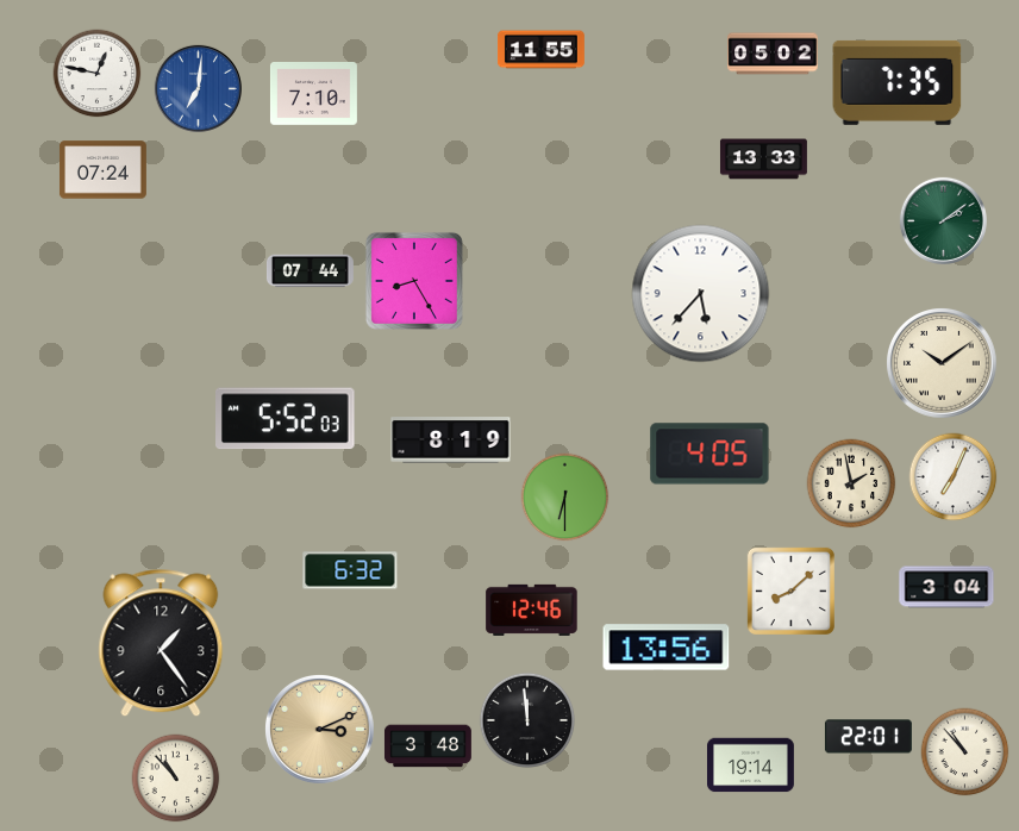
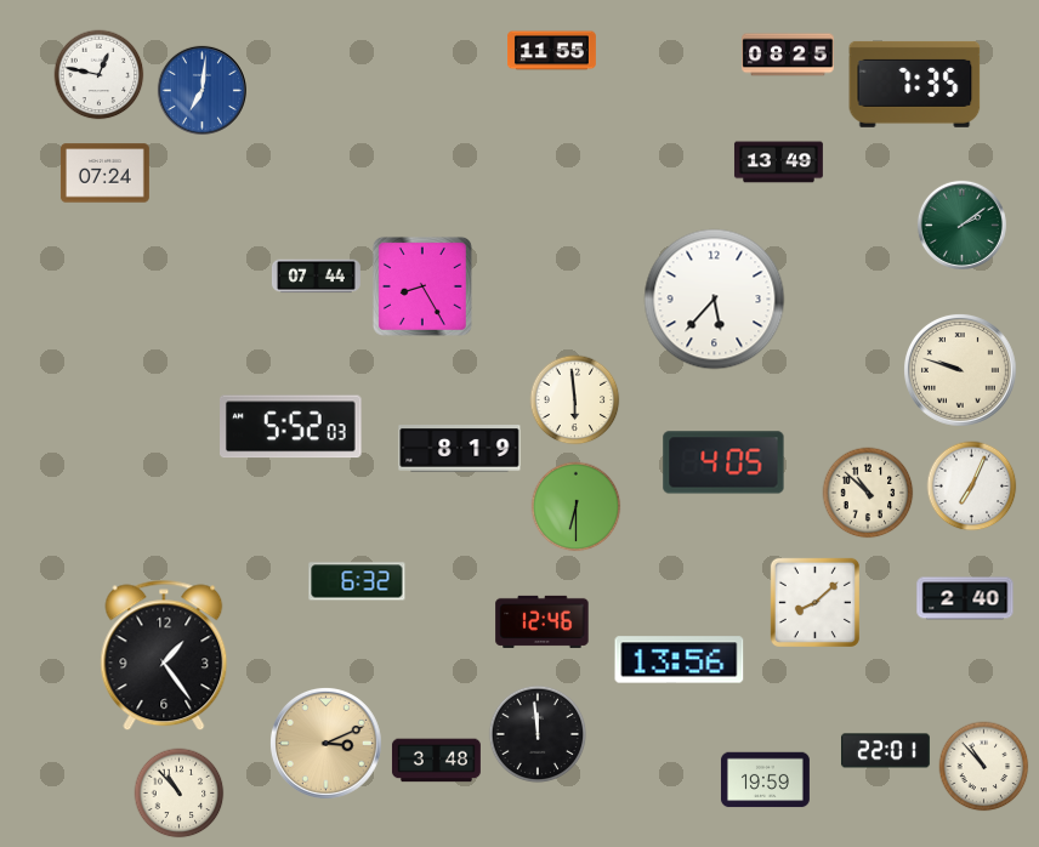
clock at (773, 54): 05:02 -> 08:25
clock at (313, 94): 7:10 -> none
clock at (763, 160): 13:33 -> 13:49
clock at (942, 363): 10:09 -> 9:48
clock at (575, 400): none -> 5:59
clock at (851, 483): 1:58 -> 10:52
clock at (946, 587): 3:04 -> 2:40
clock at (790, 591) position: (790, 591) -> (814, 602)
clock at (750, 766): 19:14 -> 19:59
